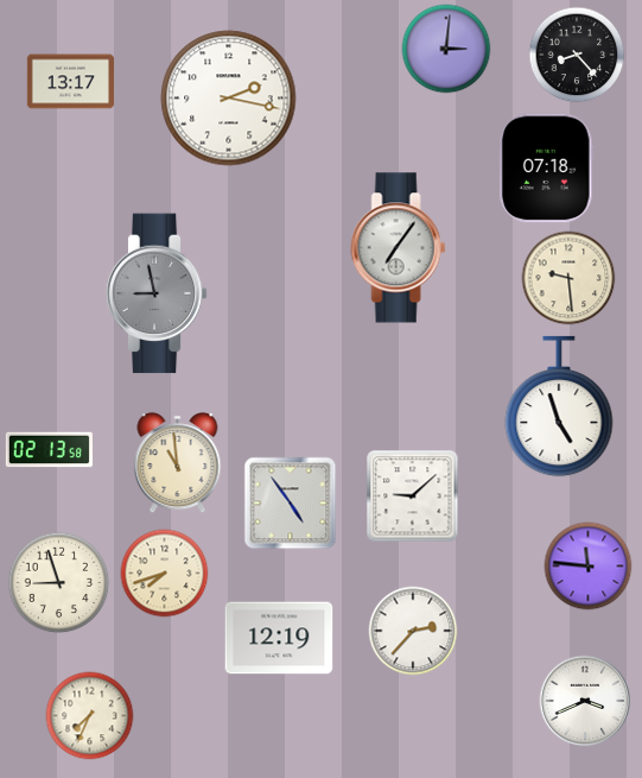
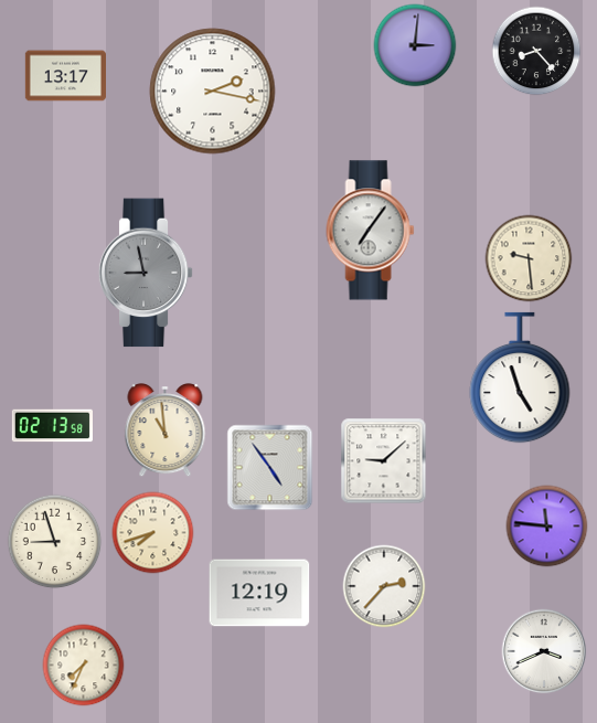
clock at (546, 169): 07:18 -> none
clock at (49, 450) position: (49, 450) -> (52, 426)
